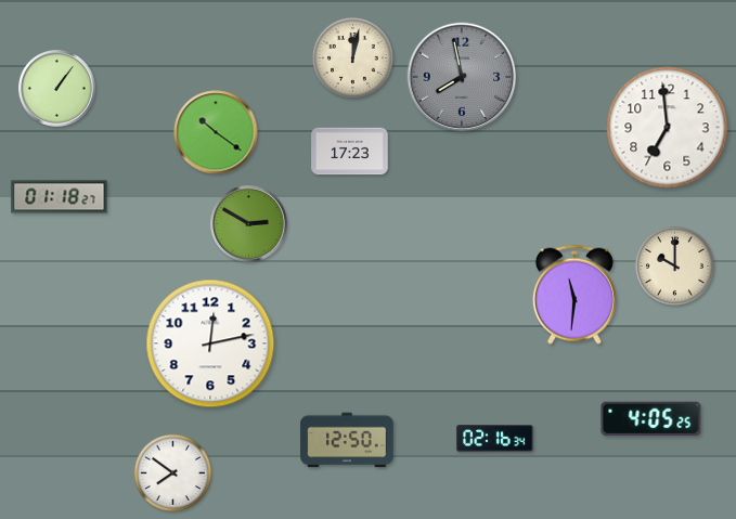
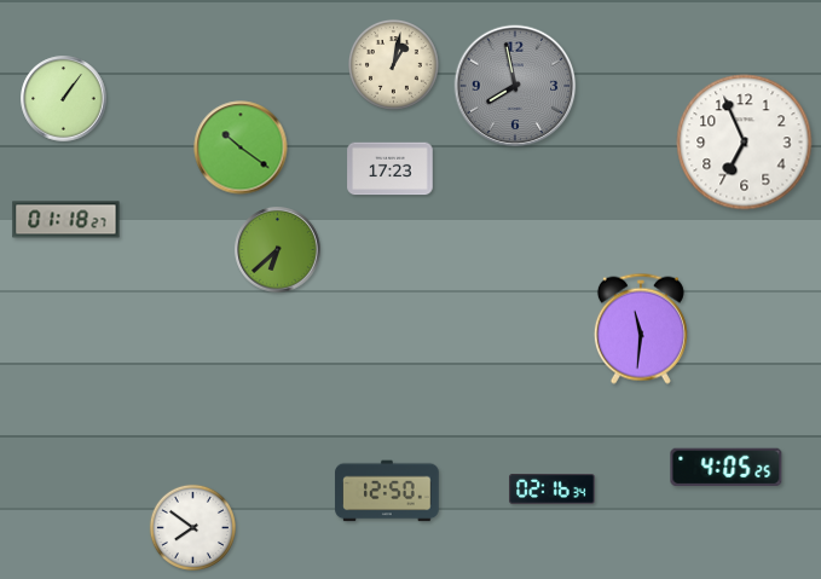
clock at (353, 59): 12:02 -> 1:02
clock at (668, 128): 6:59 -> 6:56
clock at (249, 224): 2:50 -> 6:38
clock at (674, 265): 10:00 -> none
clock at (210, 343): 12:13 -> none
